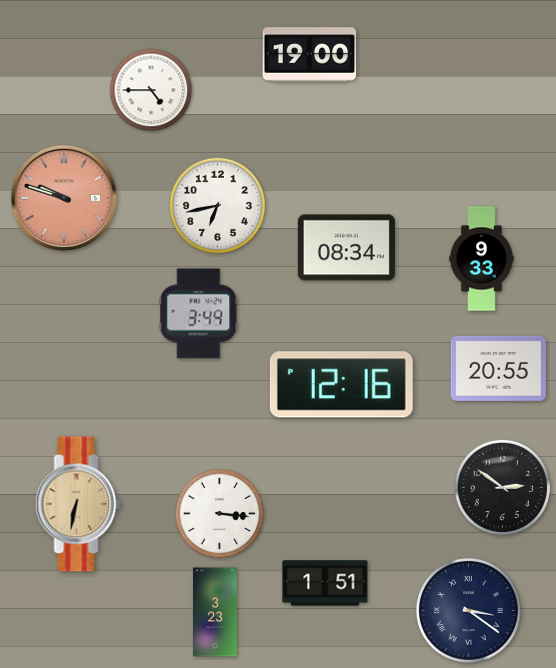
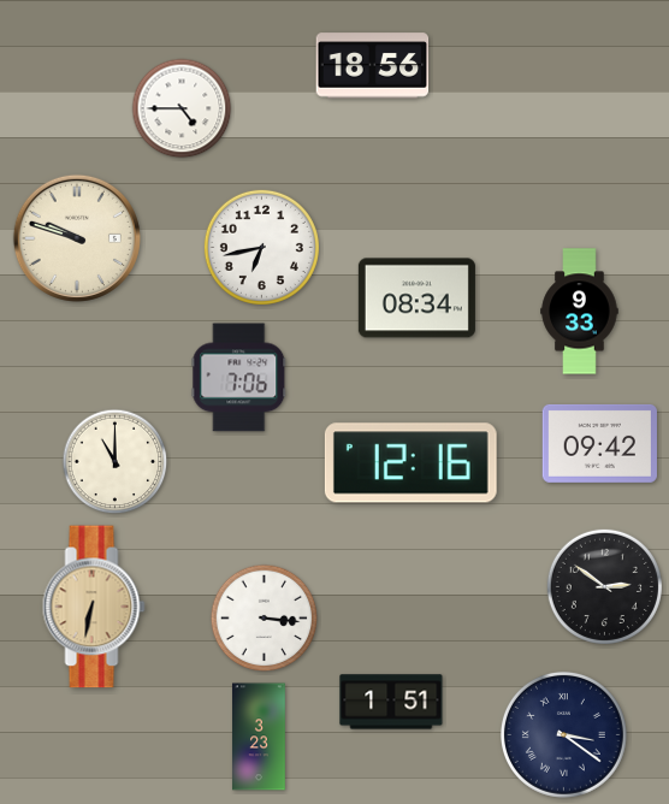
clock at (310, 55): 19:00 -> 18:56
clock at (64, 198) dial: salmon -> cream
clock at (199, 314): 3:49 -> 7:06
clock at (498, 368): 20:55 -> 09:42
clock at (116, 462): none -> 11:00
